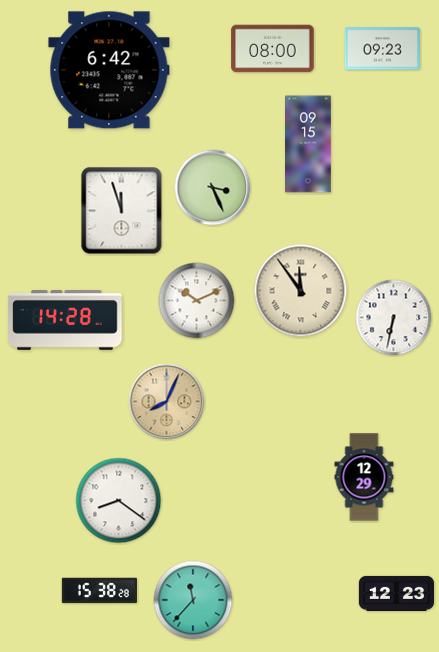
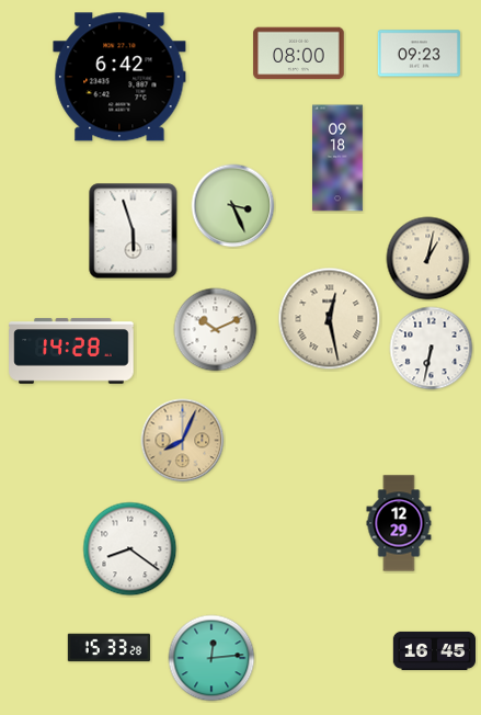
clock at (309, 144): 09:15 -> 09:18
clock at (122, 211): 11:57 -> 5:57
clock at (428, 259): none -> 1:02
clock at (301, 291): 11:54 -> 12:28
clock at (99, 591): 15:38 -> 15:33
clock at (396, 593): 12:23 -> 16:45
clock at (193, 600): 11:37 -> 12:14
